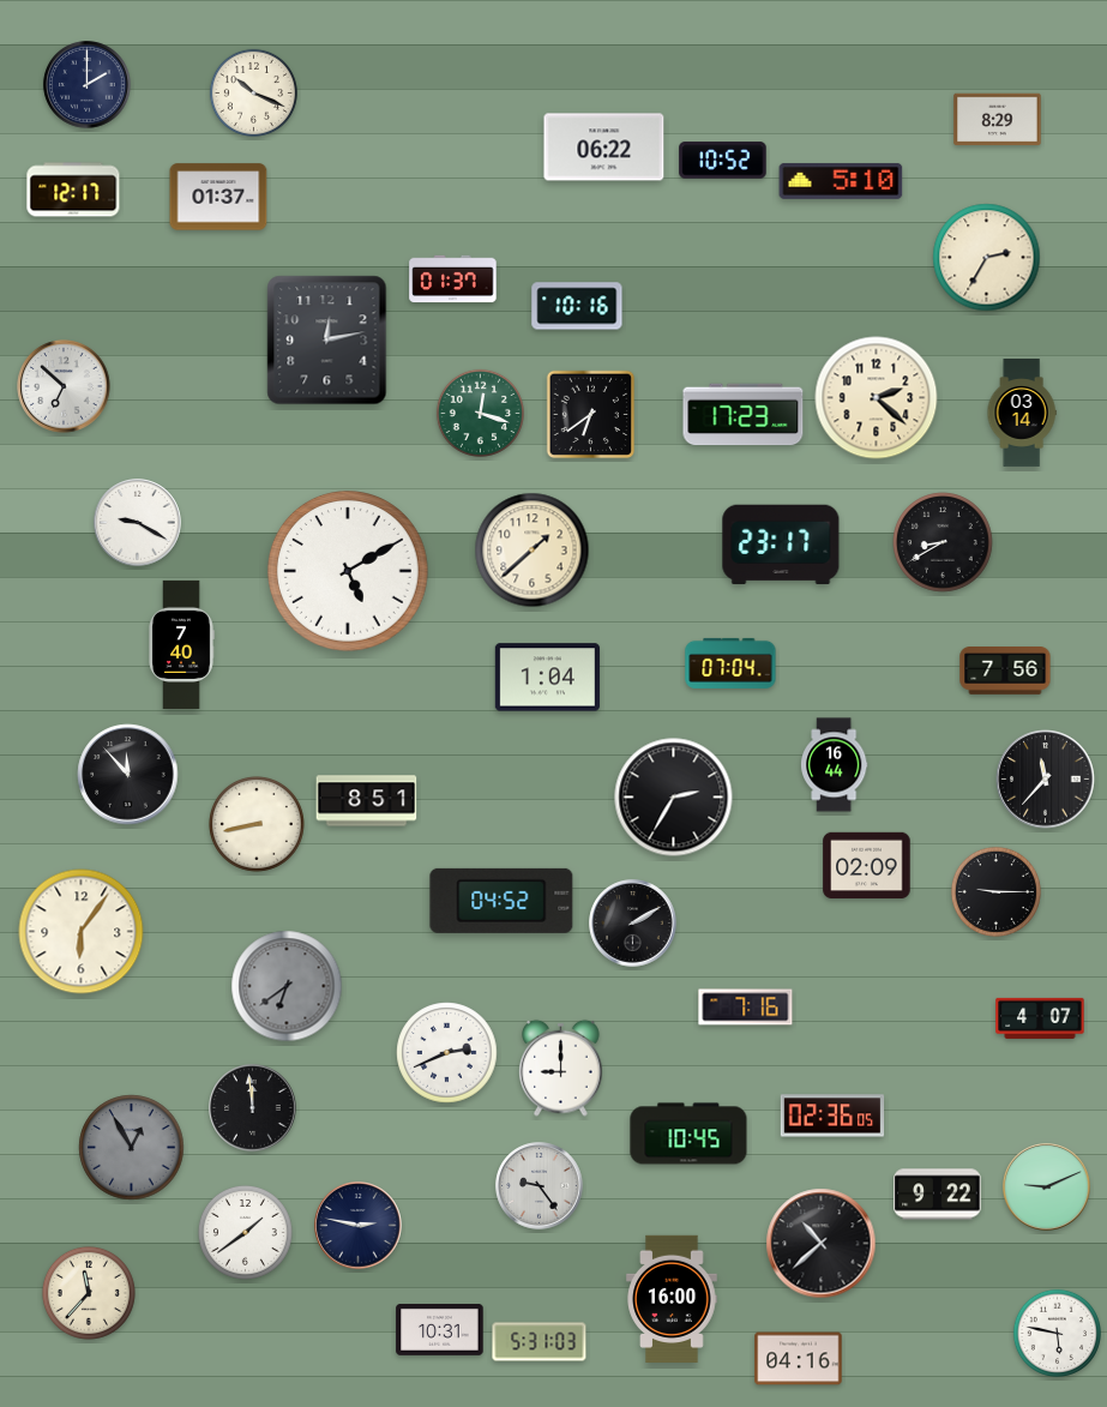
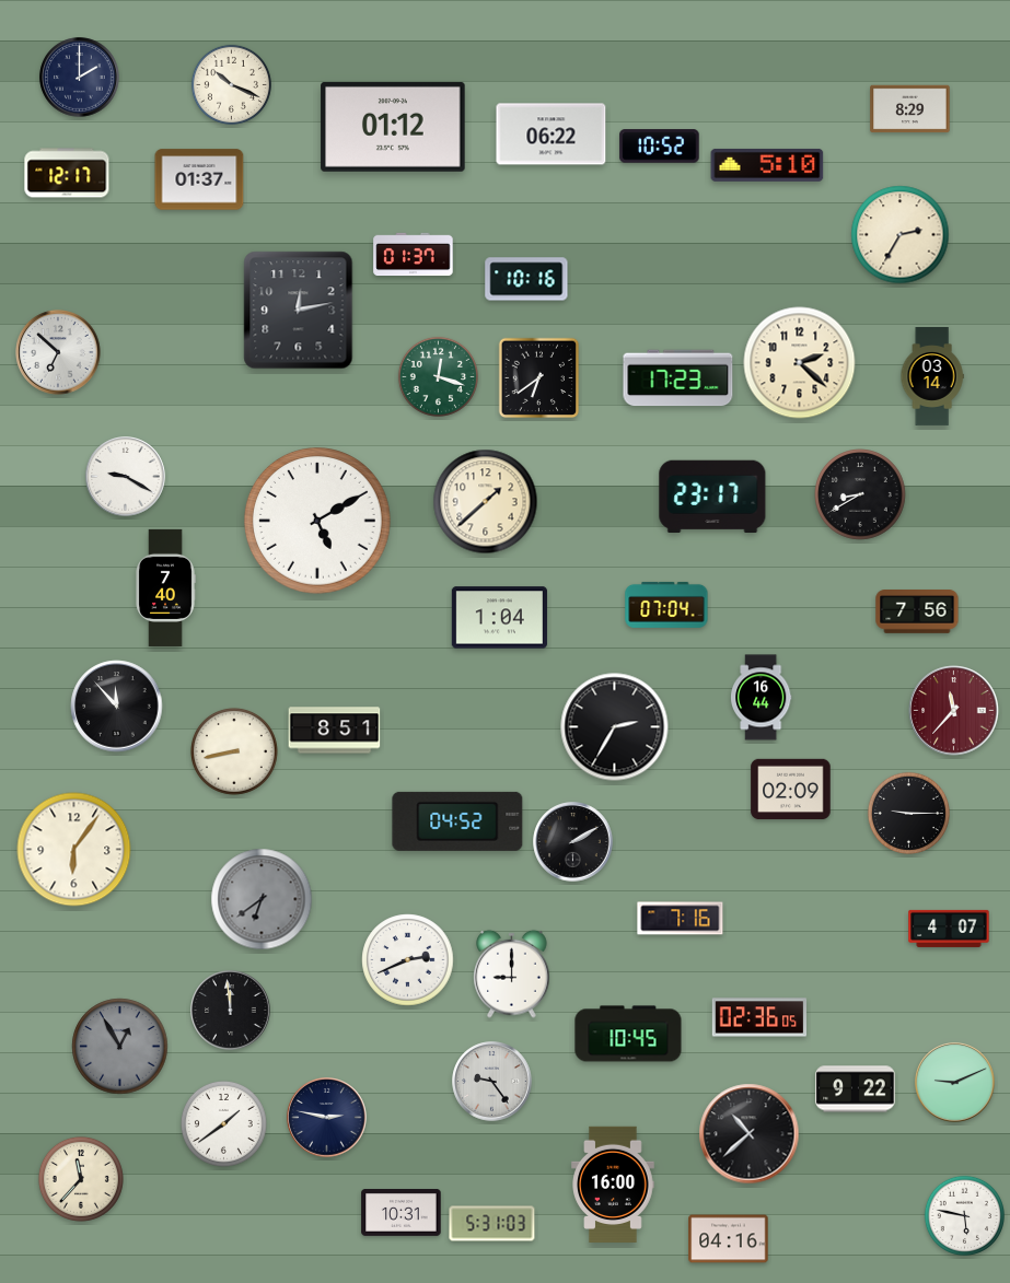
clock at (393, 127): none -> 01:12
clock at (1046, 780) dial: black -> burgundy
clock at (633, 924) position: (633, 924) -> (573, 842)
